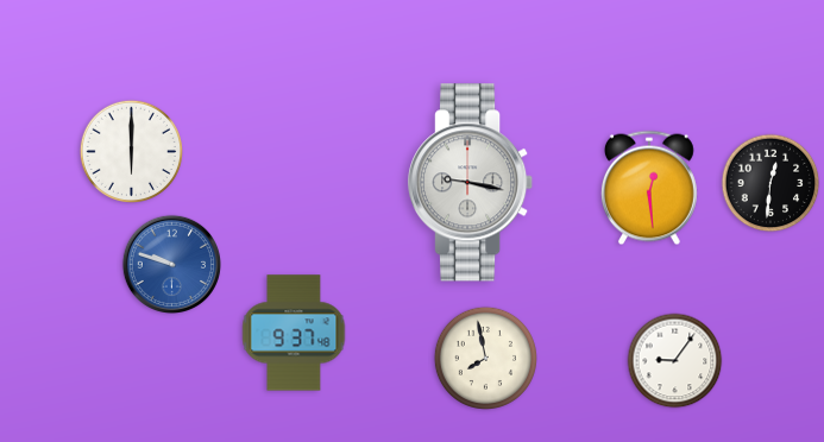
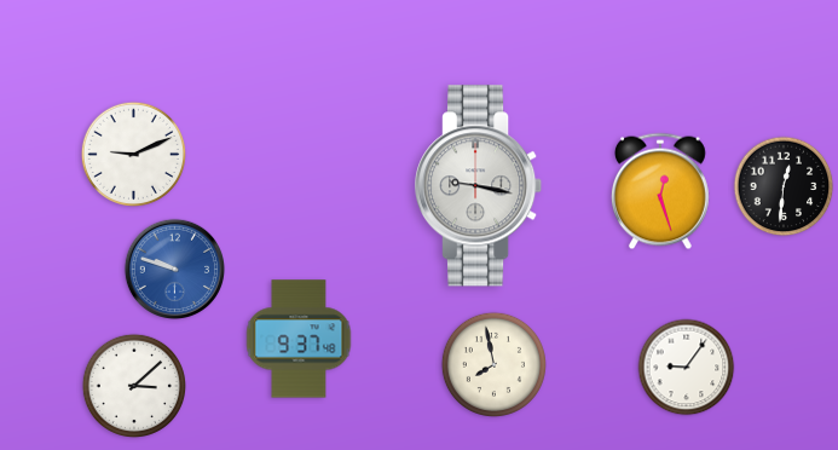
clock at (131, 151): 6:00 -> 9:11
clock at (649, 188): 12:29 -> 12:27
clock at (133, 385): none -> 3:08
